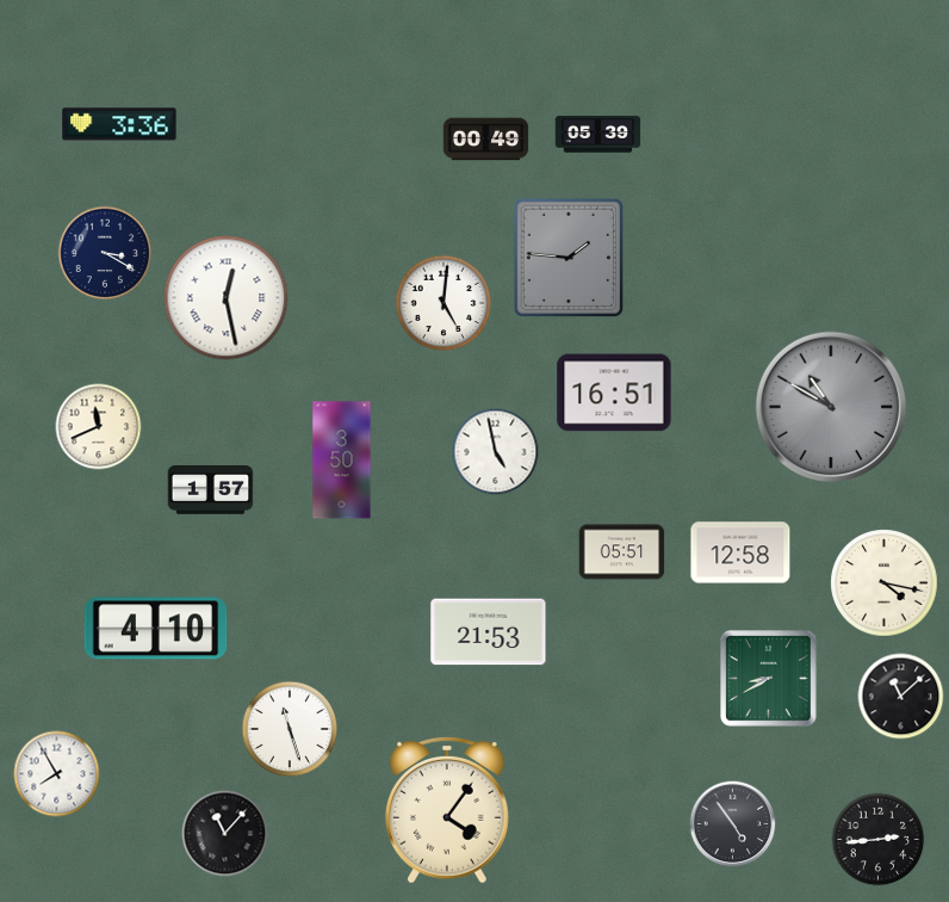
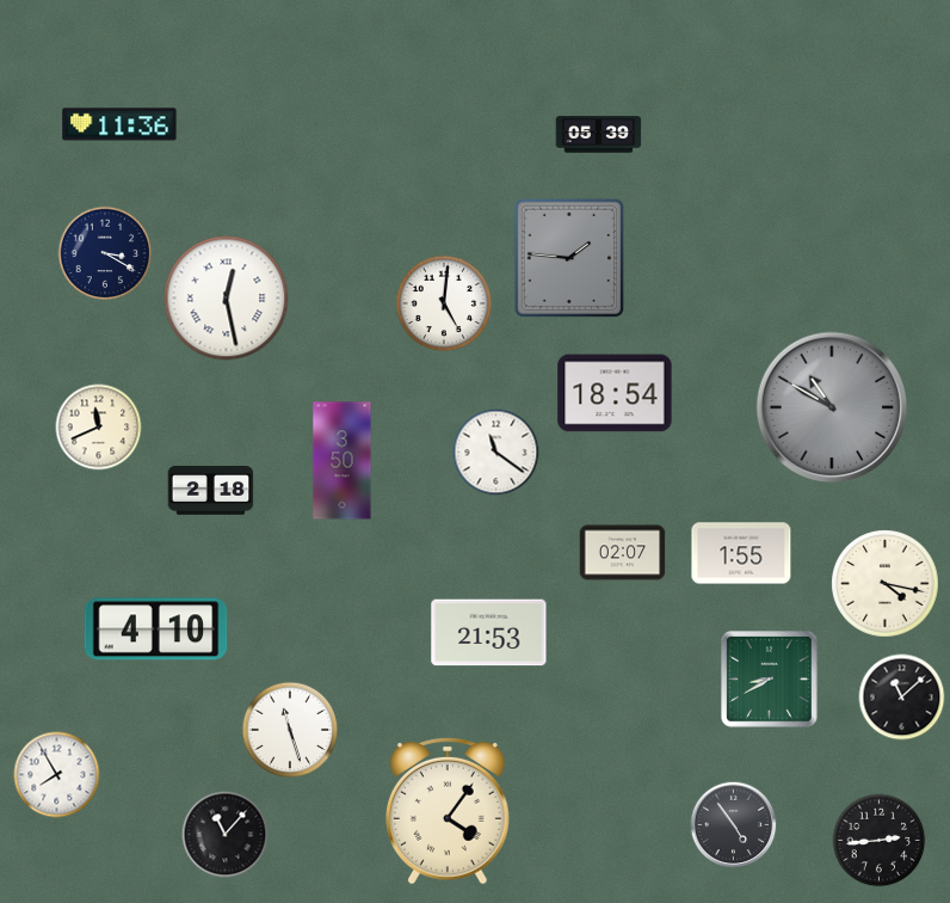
clock at (119, 124): 3:36 -> 11:36
clock at (486, 140): 00:49 -> none
clock at (614, 393): 16:51 -> 18:54
clock at (496, 452): 4:58 -> 11:21
clock at (211, 490): 1:57 -> 2:18
clock at (622, 552): 05:51 -> 02:07
clock at (740, 552): 12:58 -> 1:55
